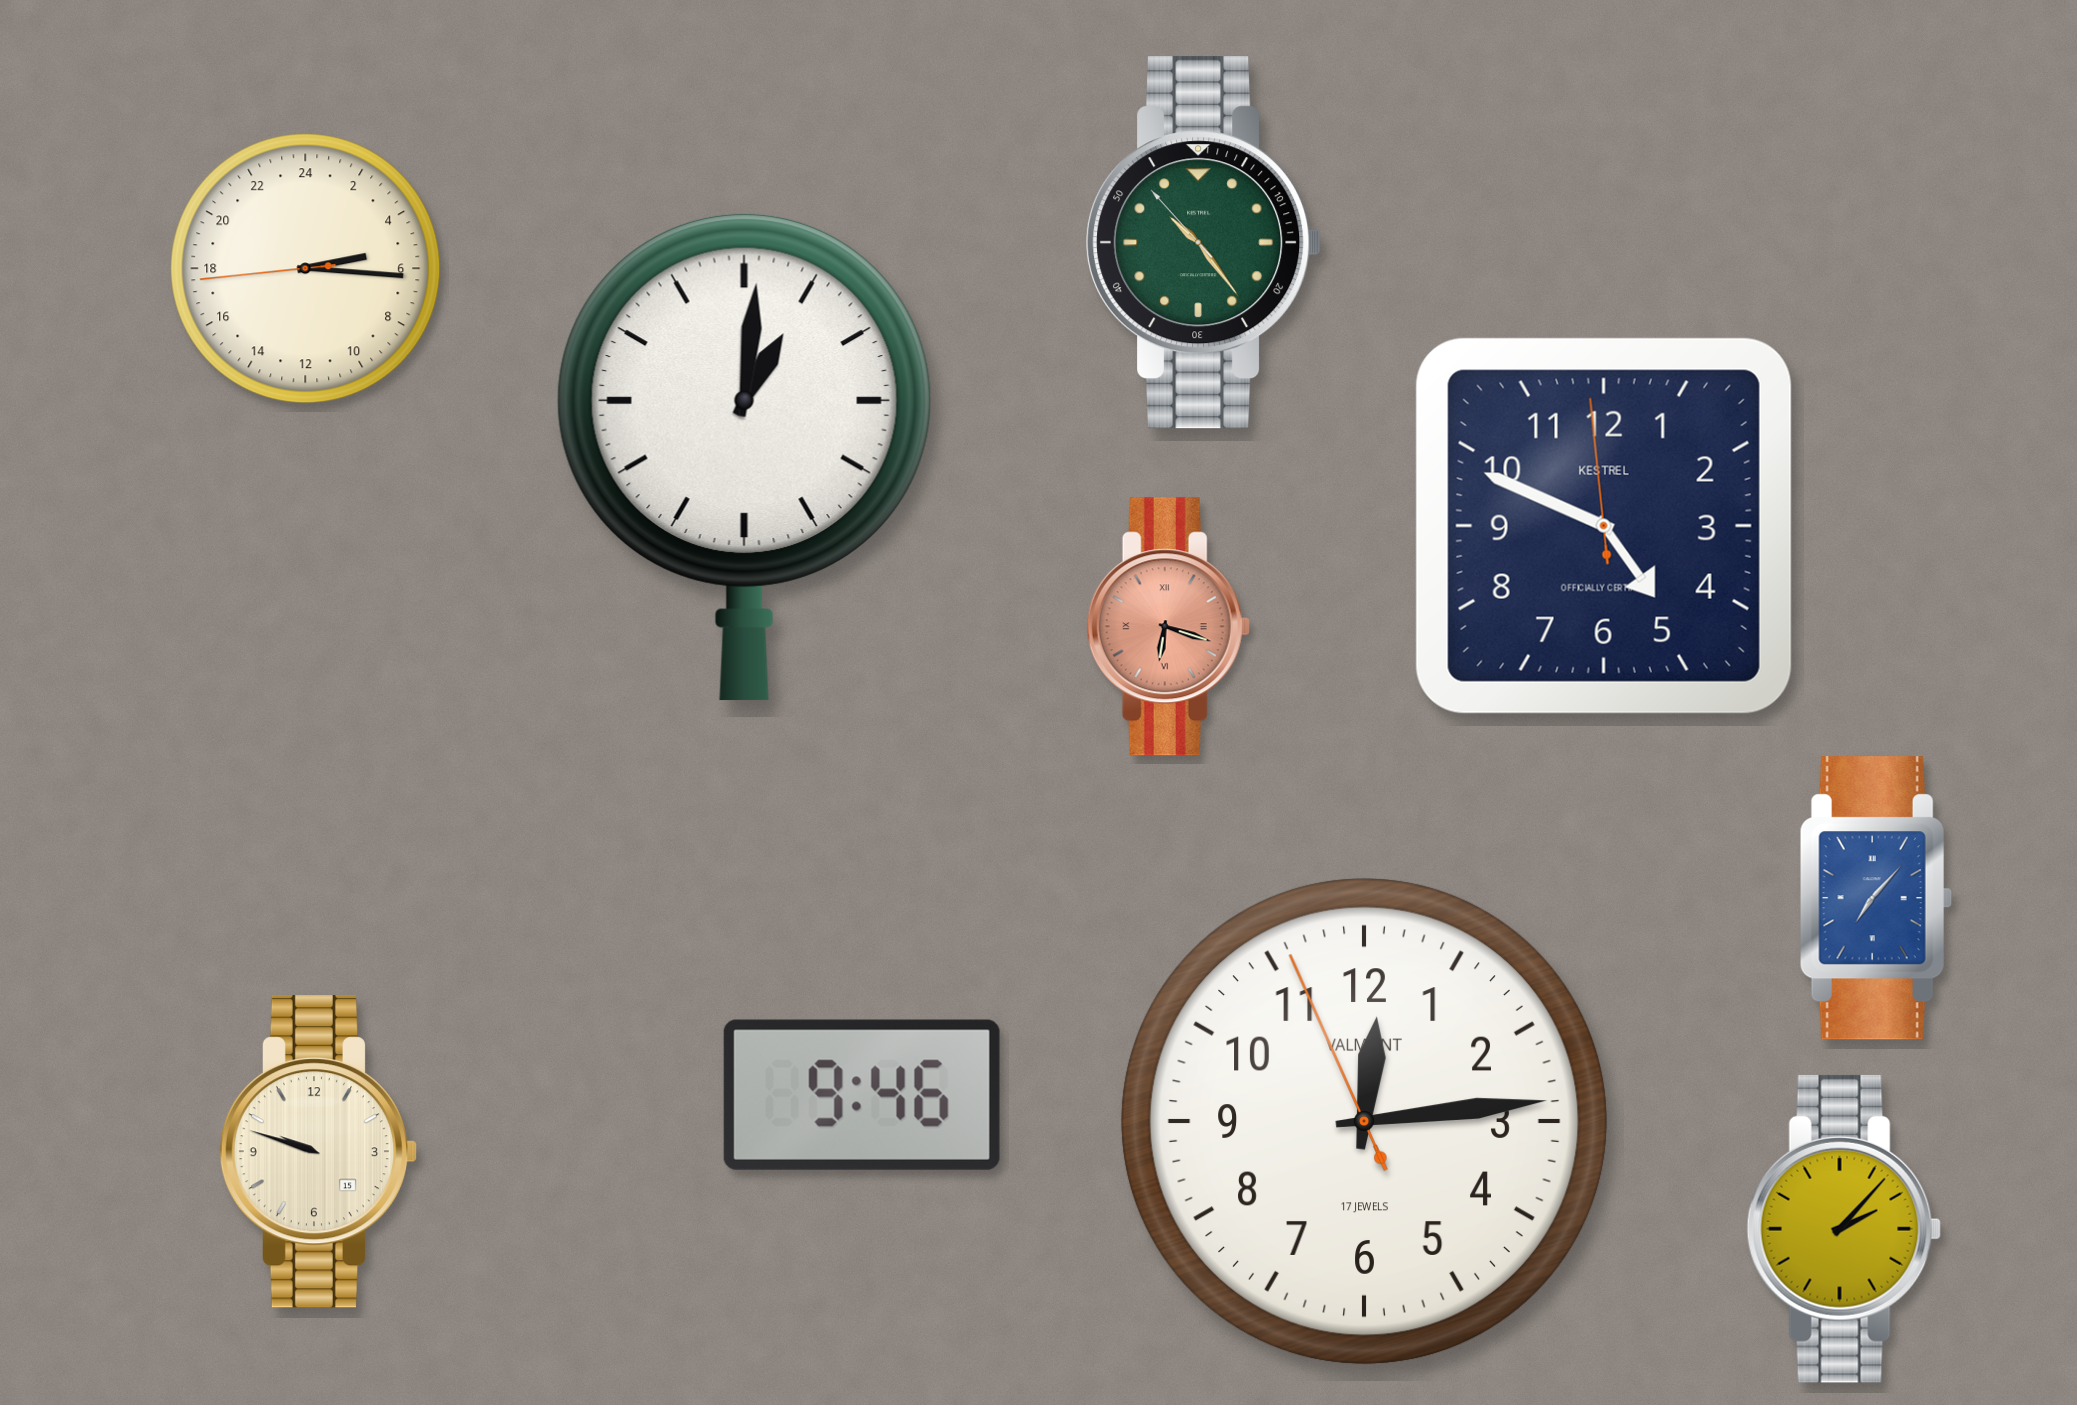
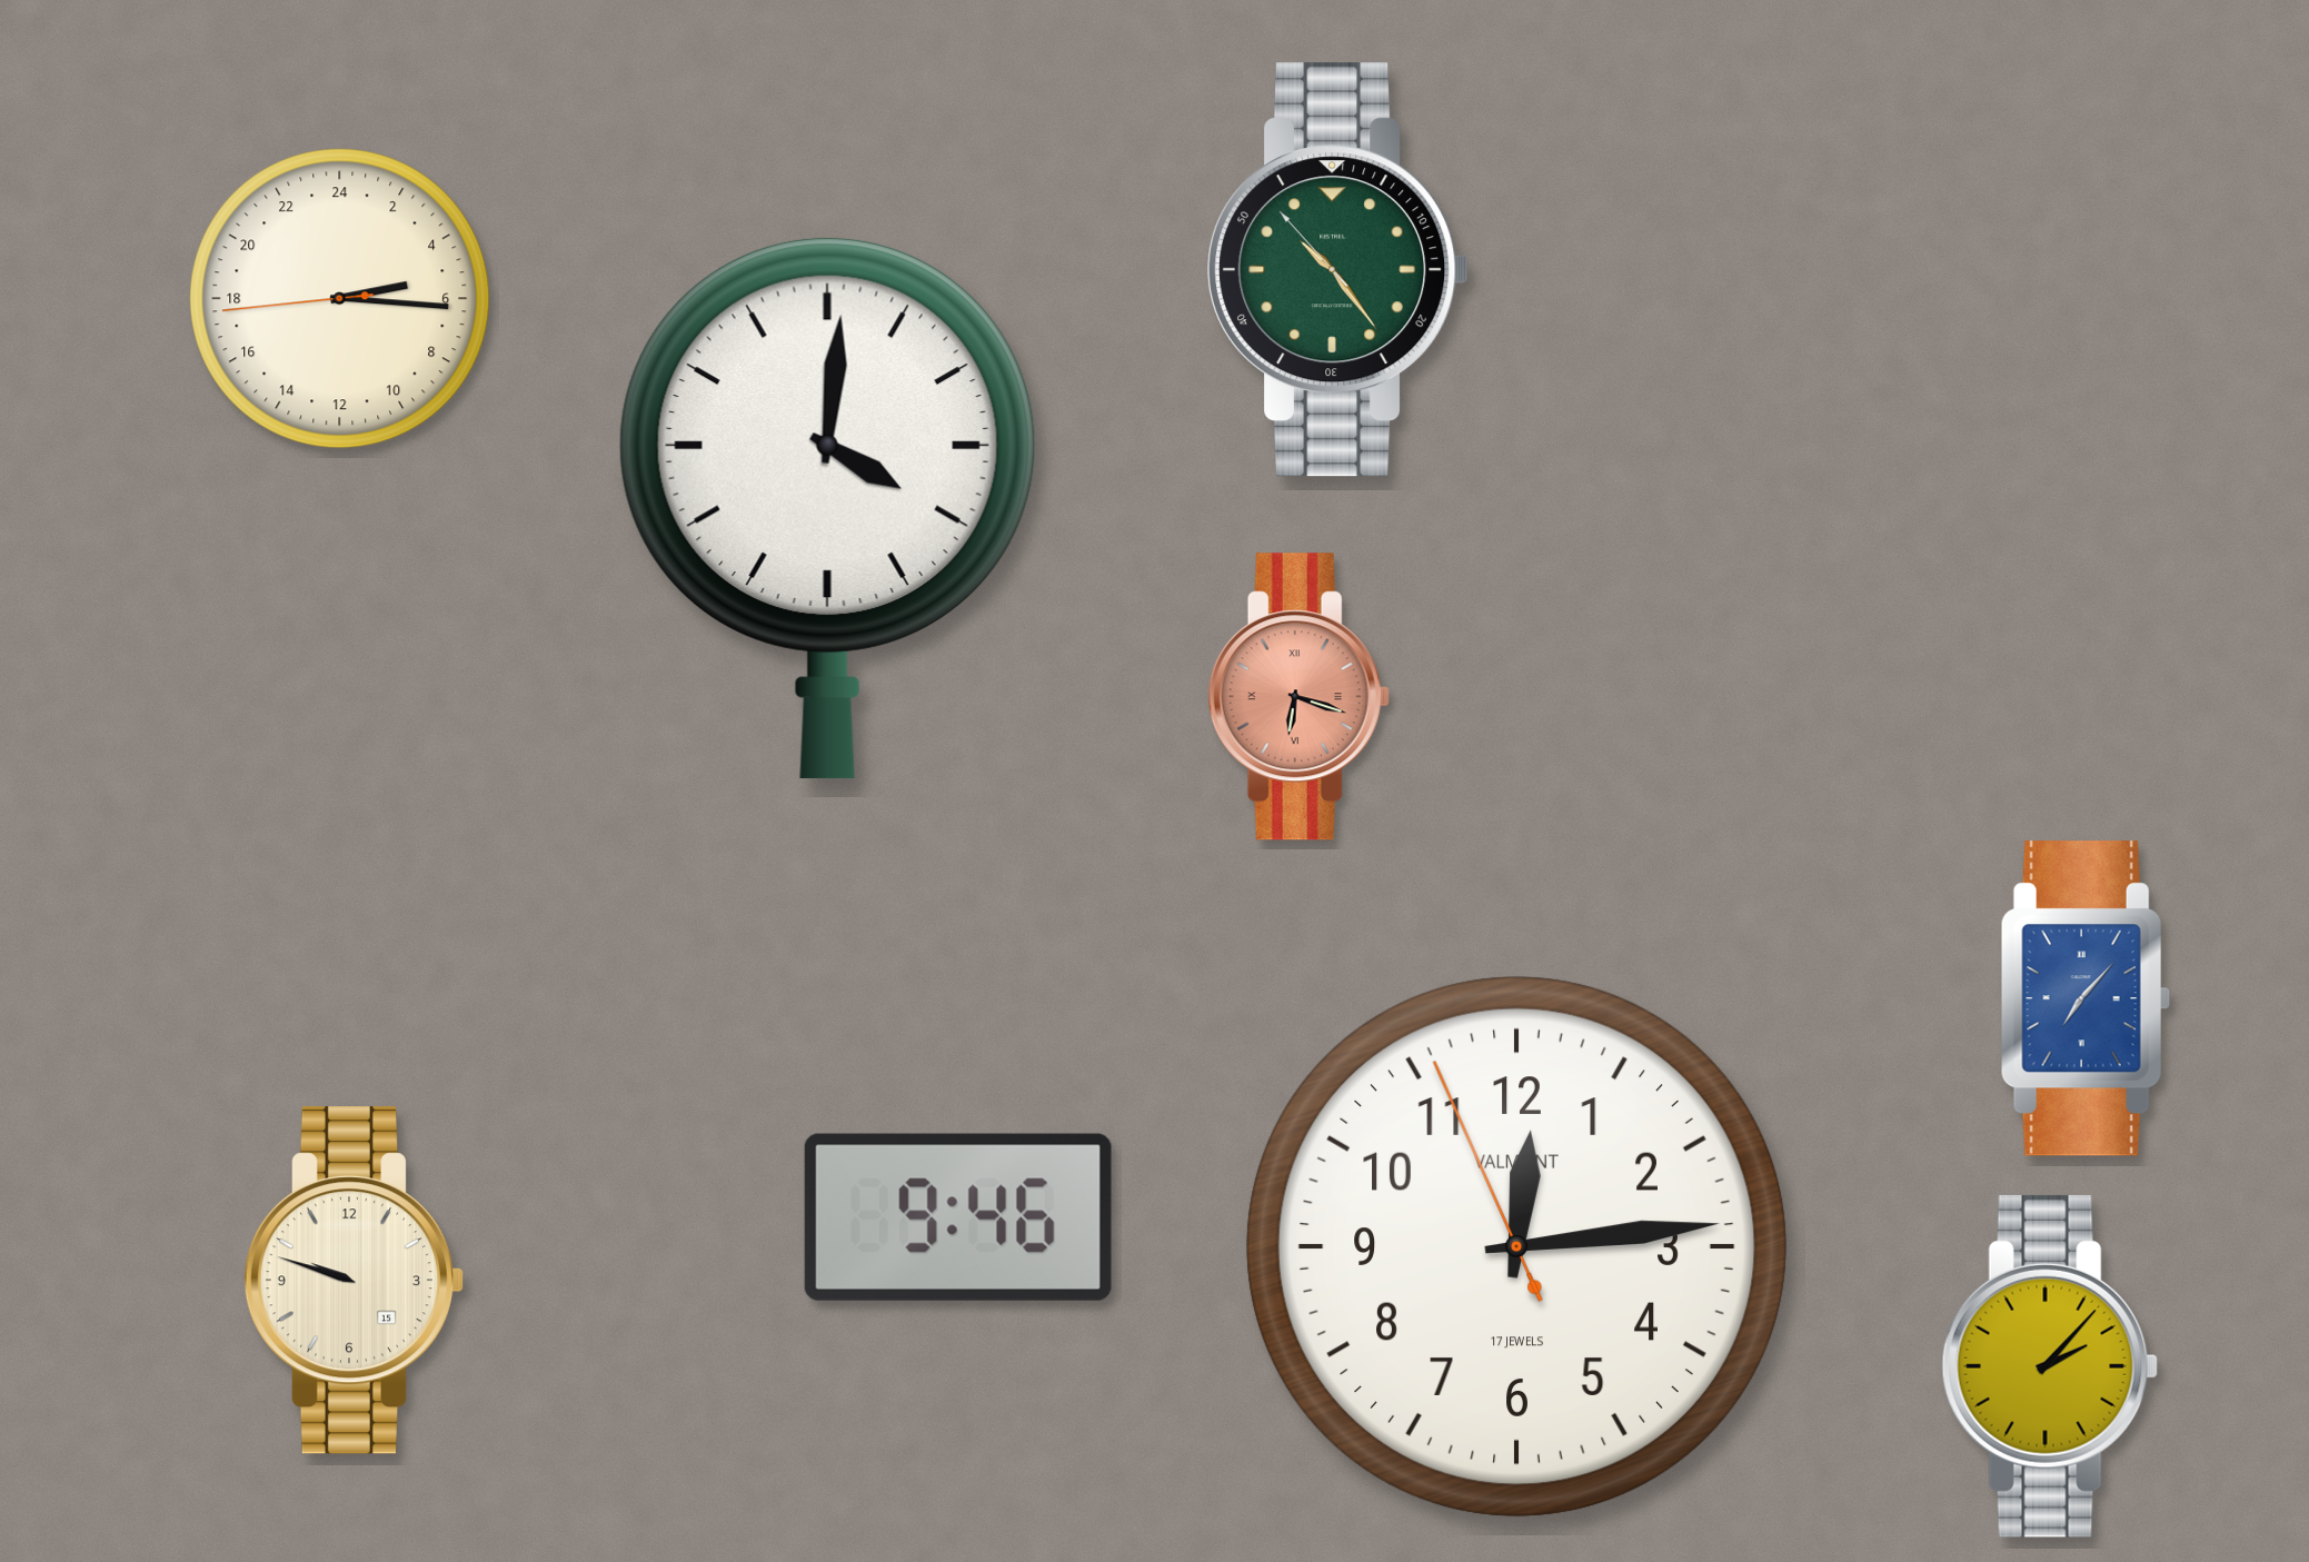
clock at (744, 457): 1:01 -> 4:01
clock at (1604, 526): 4:48 -> none
